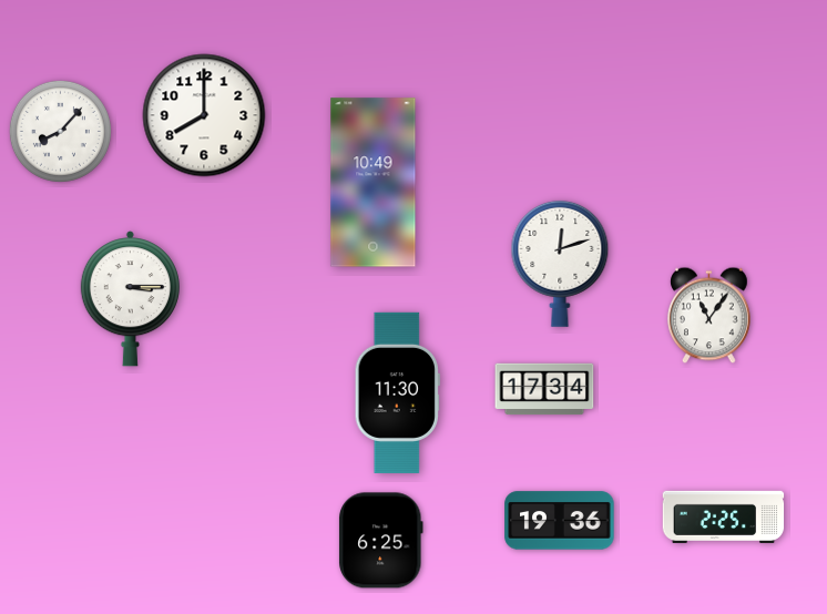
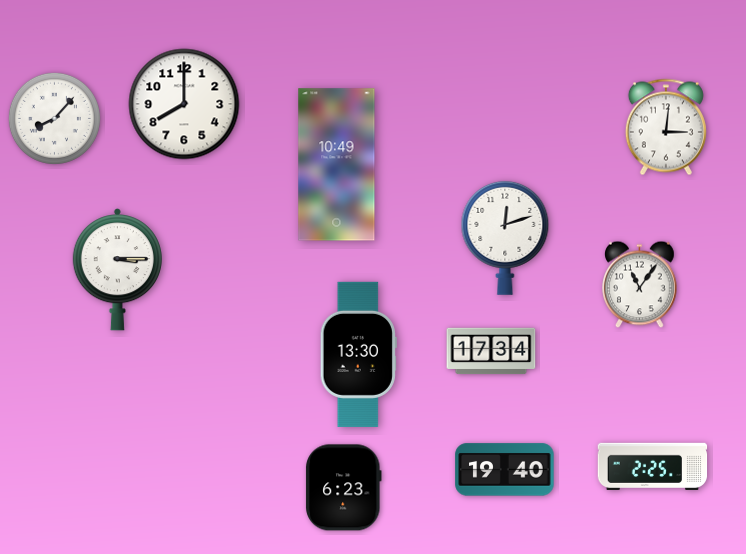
clock at (666, 127): none -> 3:01
clock at (397, 392): 11:30 -> 13:30
clock at (560, 521): 19:36 -> 19:40
clock at (381, 541): 6:25 -> 6:23
